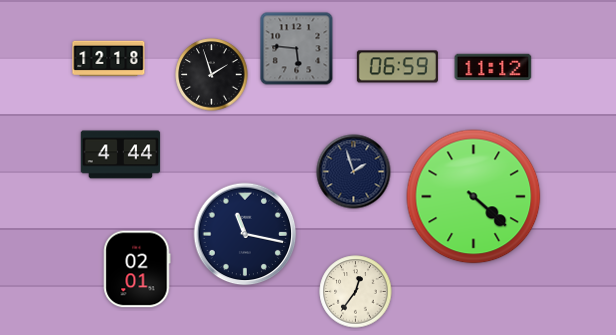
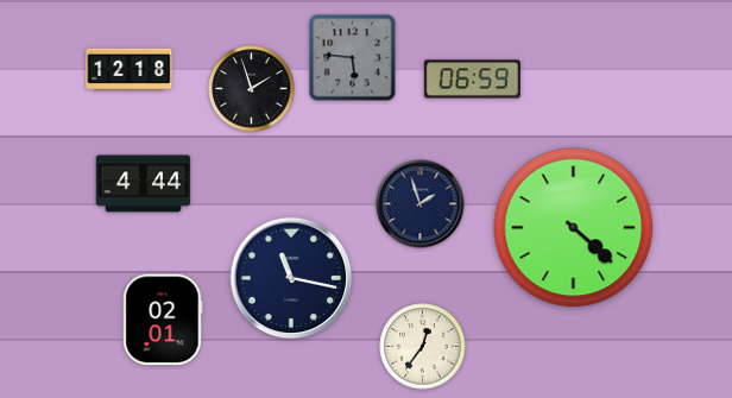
clock at (493, 67): 11:12 -> none
clock at (474, 197) position: (474, 197) -> (574, 228)
